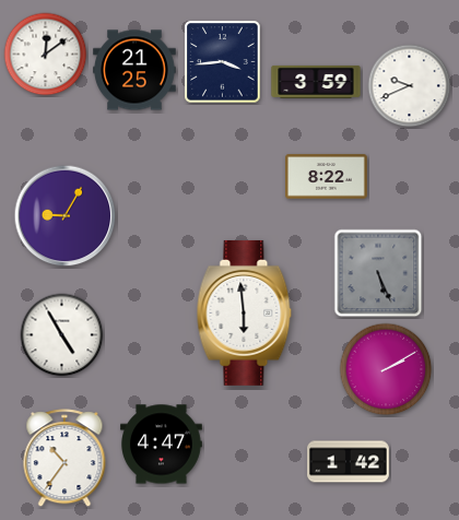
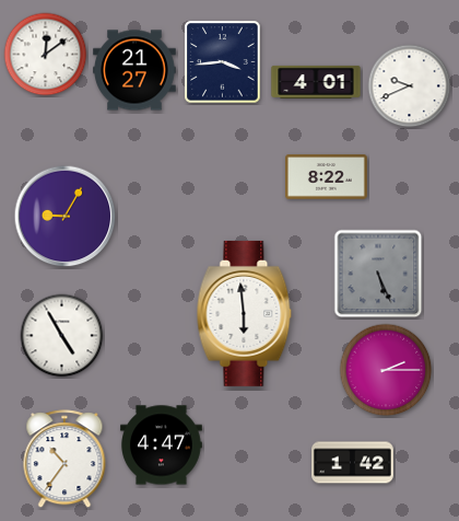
clock at (134, 70): 21:25 -> 21:27
clock at (316, 82): 3:59 -> 4:01
clock at (386, 369): 2:10 -> 2:15
clock at (349, 462) position: (349, 462) -> (353, 463)
